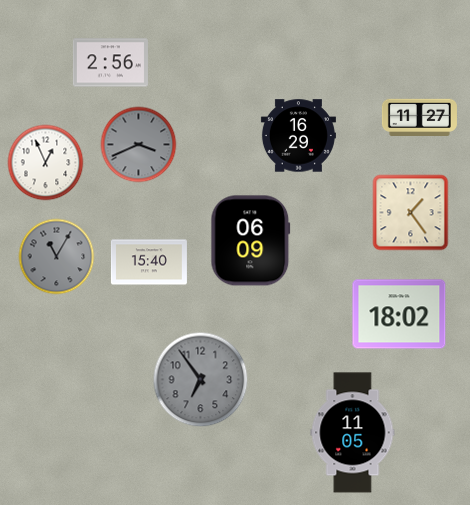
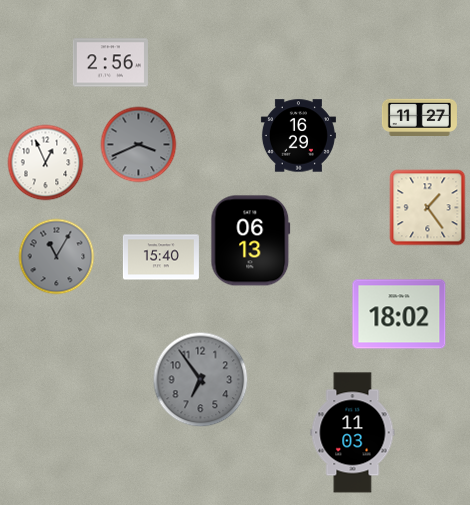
clock at (411, 213) position: (411, 213) -> (428, 208)
clock at (251, 241): 06:09 -> 06:13
clock at (149, 262) position: (149, 262) -> (161, 257)
clock at (353, 433): 11:05 -> 11:03
